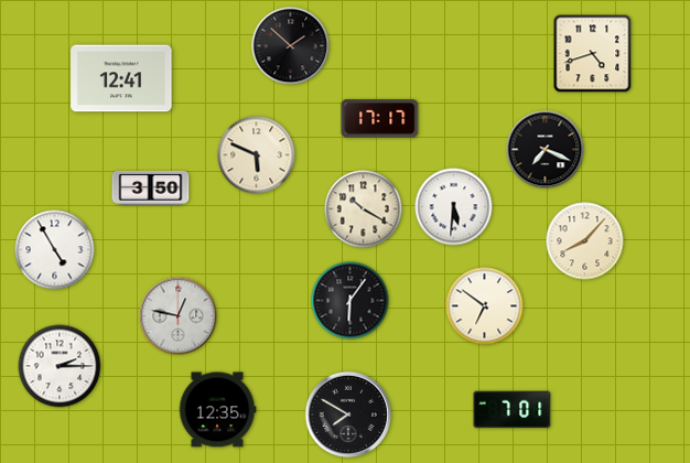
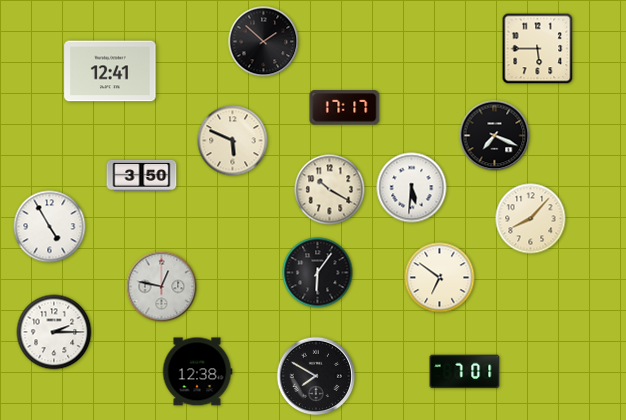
clock at (593, 54): 4:42 -> 5:45
clock at (151, 187) position: (151, 187) -> (142, 175)
clock at (217, 410): 12:35 -> 12:38
